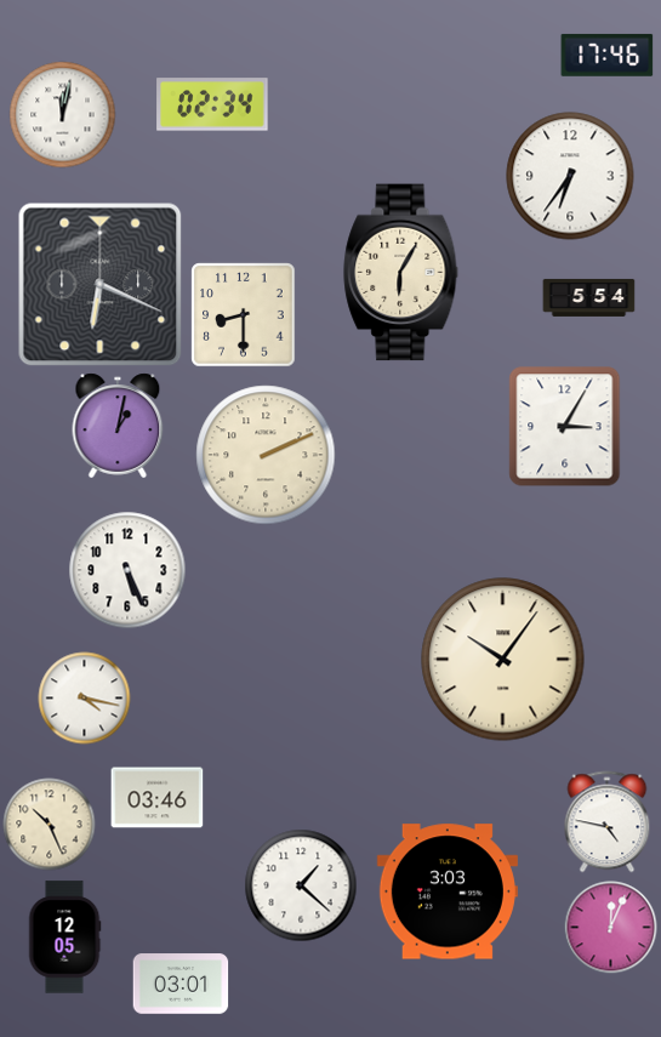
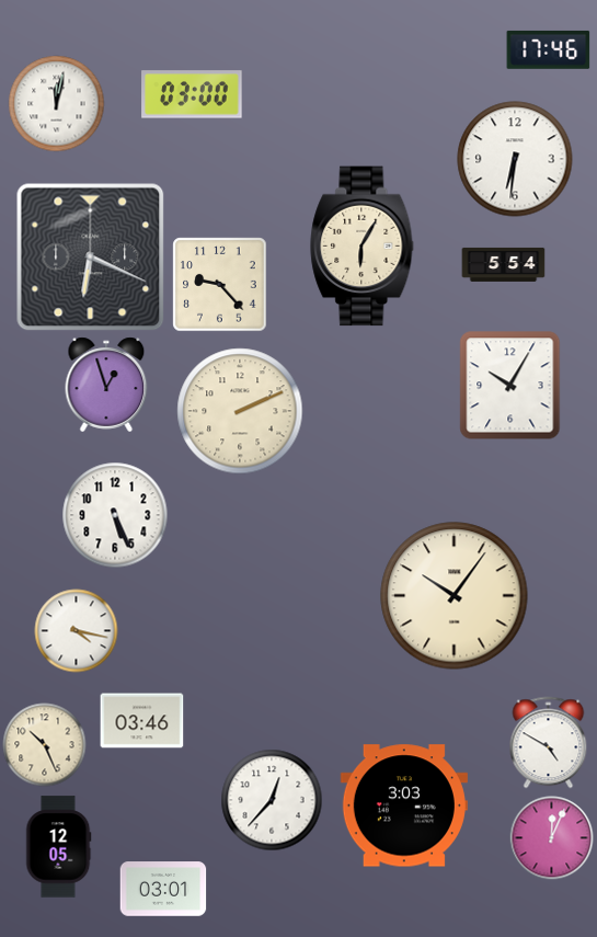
clock at (212, 104): 02:34 -> 03:00
clock at (570, 176): 6:36 -> 6:31
clock at (589, 297) position: (589, 297) -> (504, 264)
clock at (244, 315): 8:30 -> 9:23
clock at (118, 426): 1:02 -> 12:57
clock at (565, 427): 3:05 -> 10:05
clock at (608, 822): 4:47 -> 4:50
clock at (301, 885): 1:22 -> 12:37
